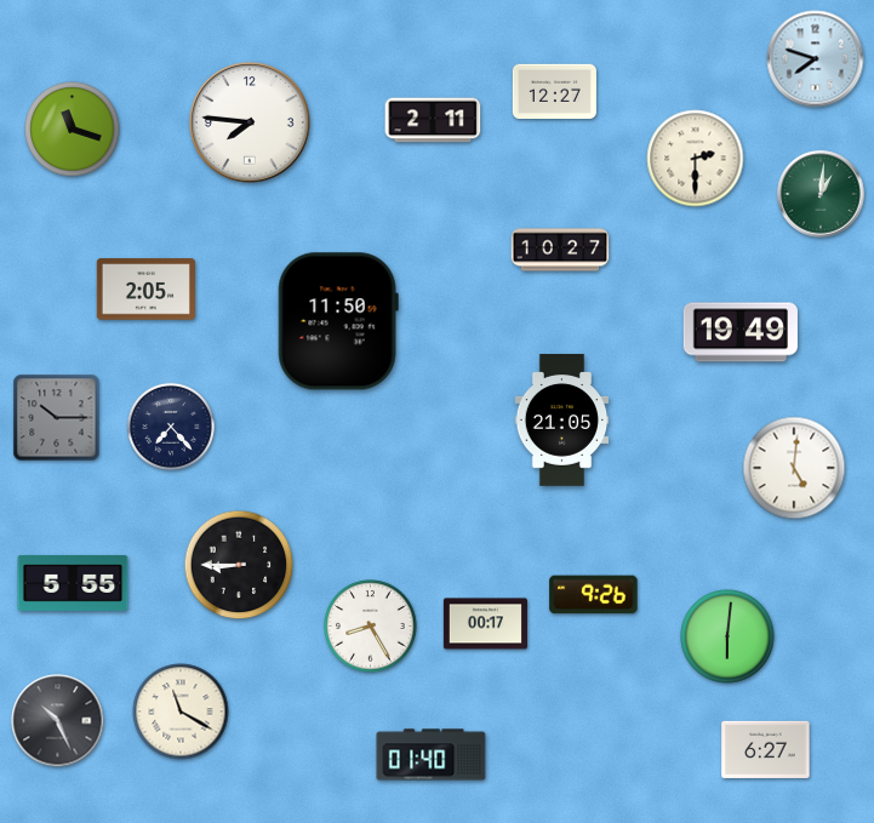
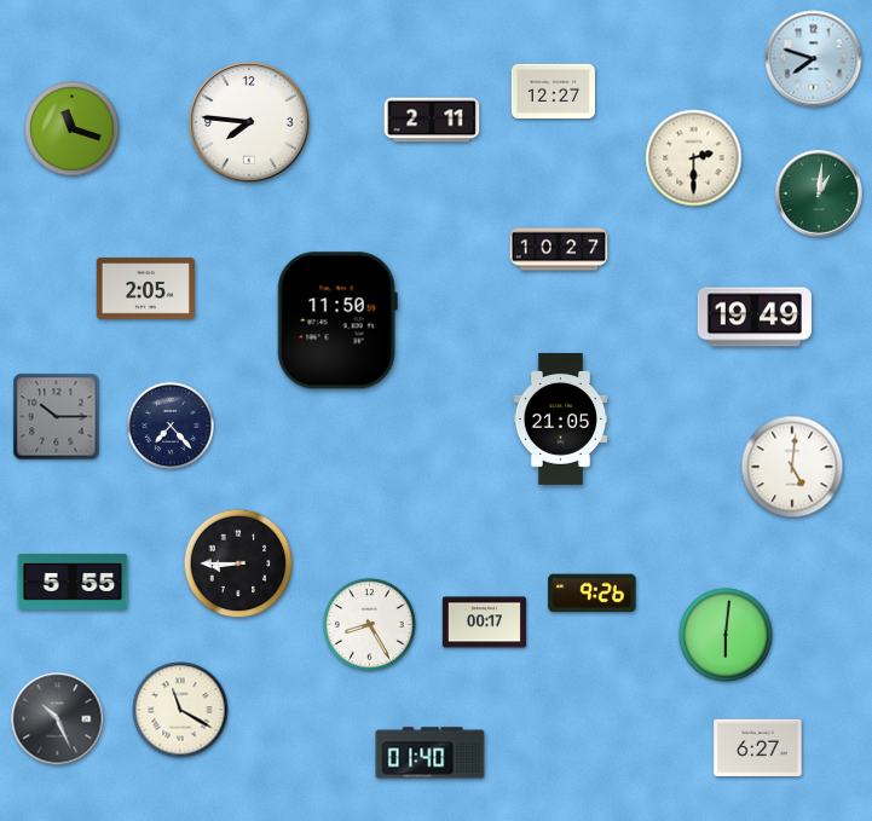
clock at (741, 332) position: (741, 332) -> (755, 317)
clock at (766, 749) position: (766, 749) -> (758, 747)
